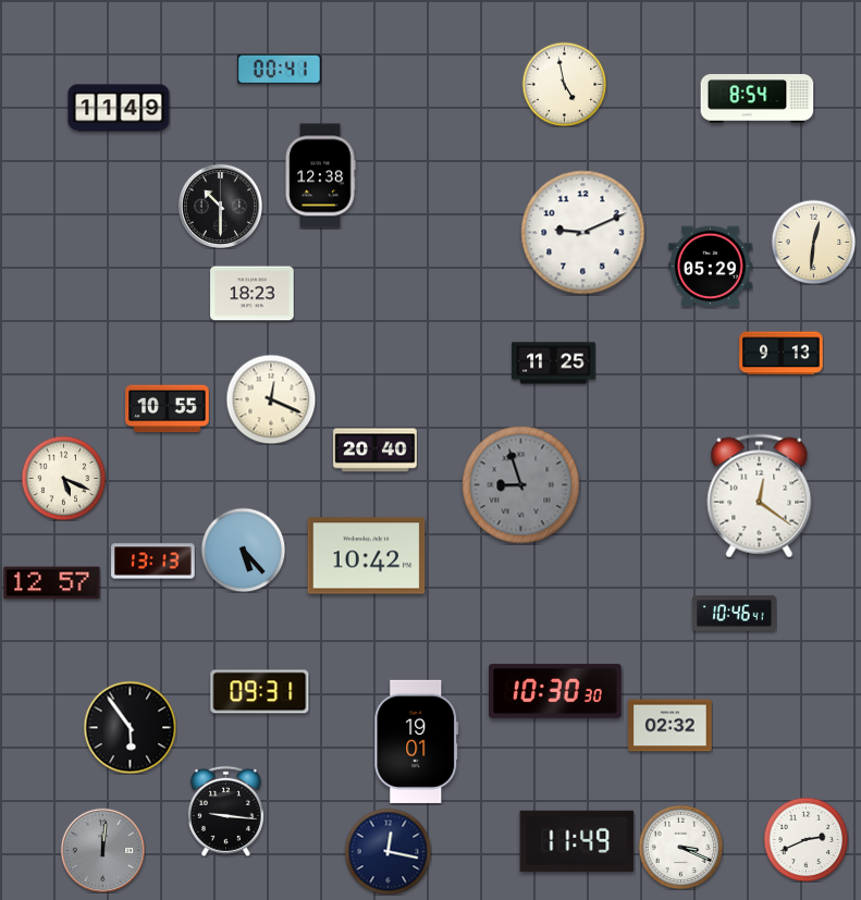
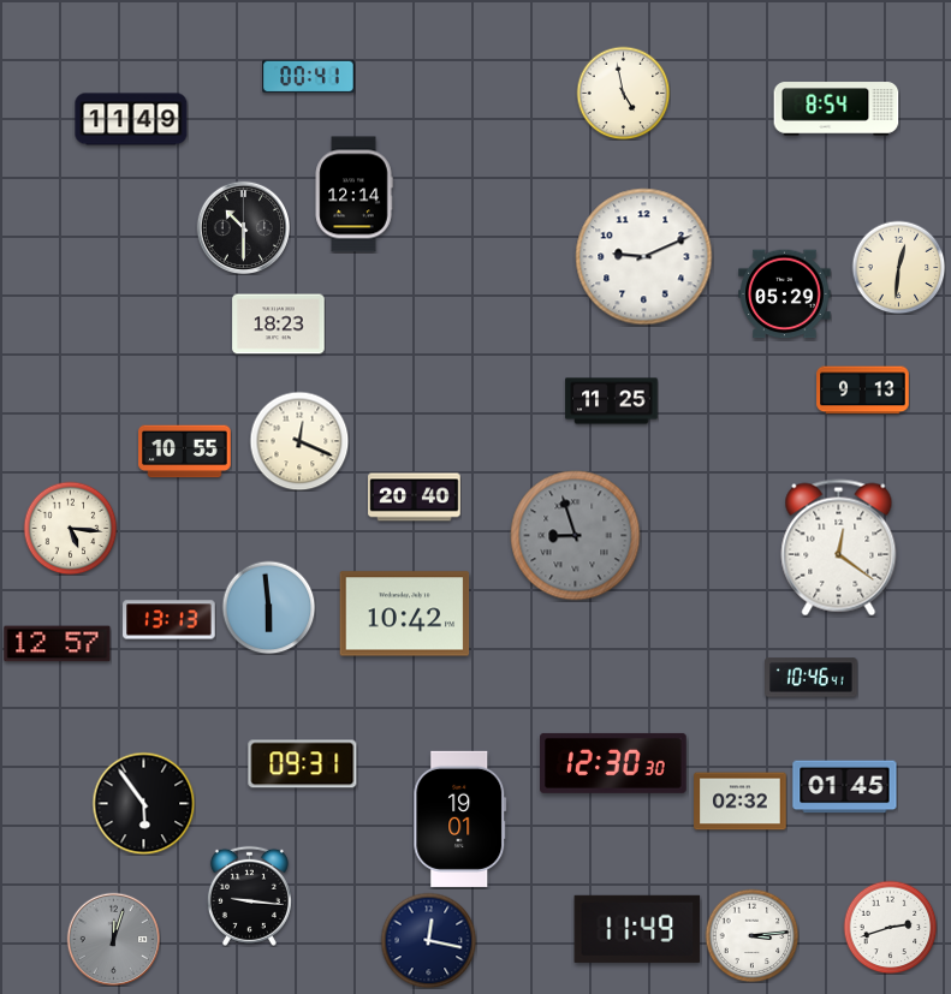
clock at (320, 176): 12:38 -> 12:14
clock at (63, 478): 5:19 -> 5:16
clock at (243, 550): 5:23 -> 5:59
clock at (556, 691): 10:30 -> 12:30
clock at (260, 692) position: (260, 692) -> (303, 764)
clock at (845, 787): none -> 01:45
clock at (805, 839): 2:41 -> 2:42
clock at (680, 847): 3:19 -> 3:14
clock at (102, 850): 12:01 -> 12:03
